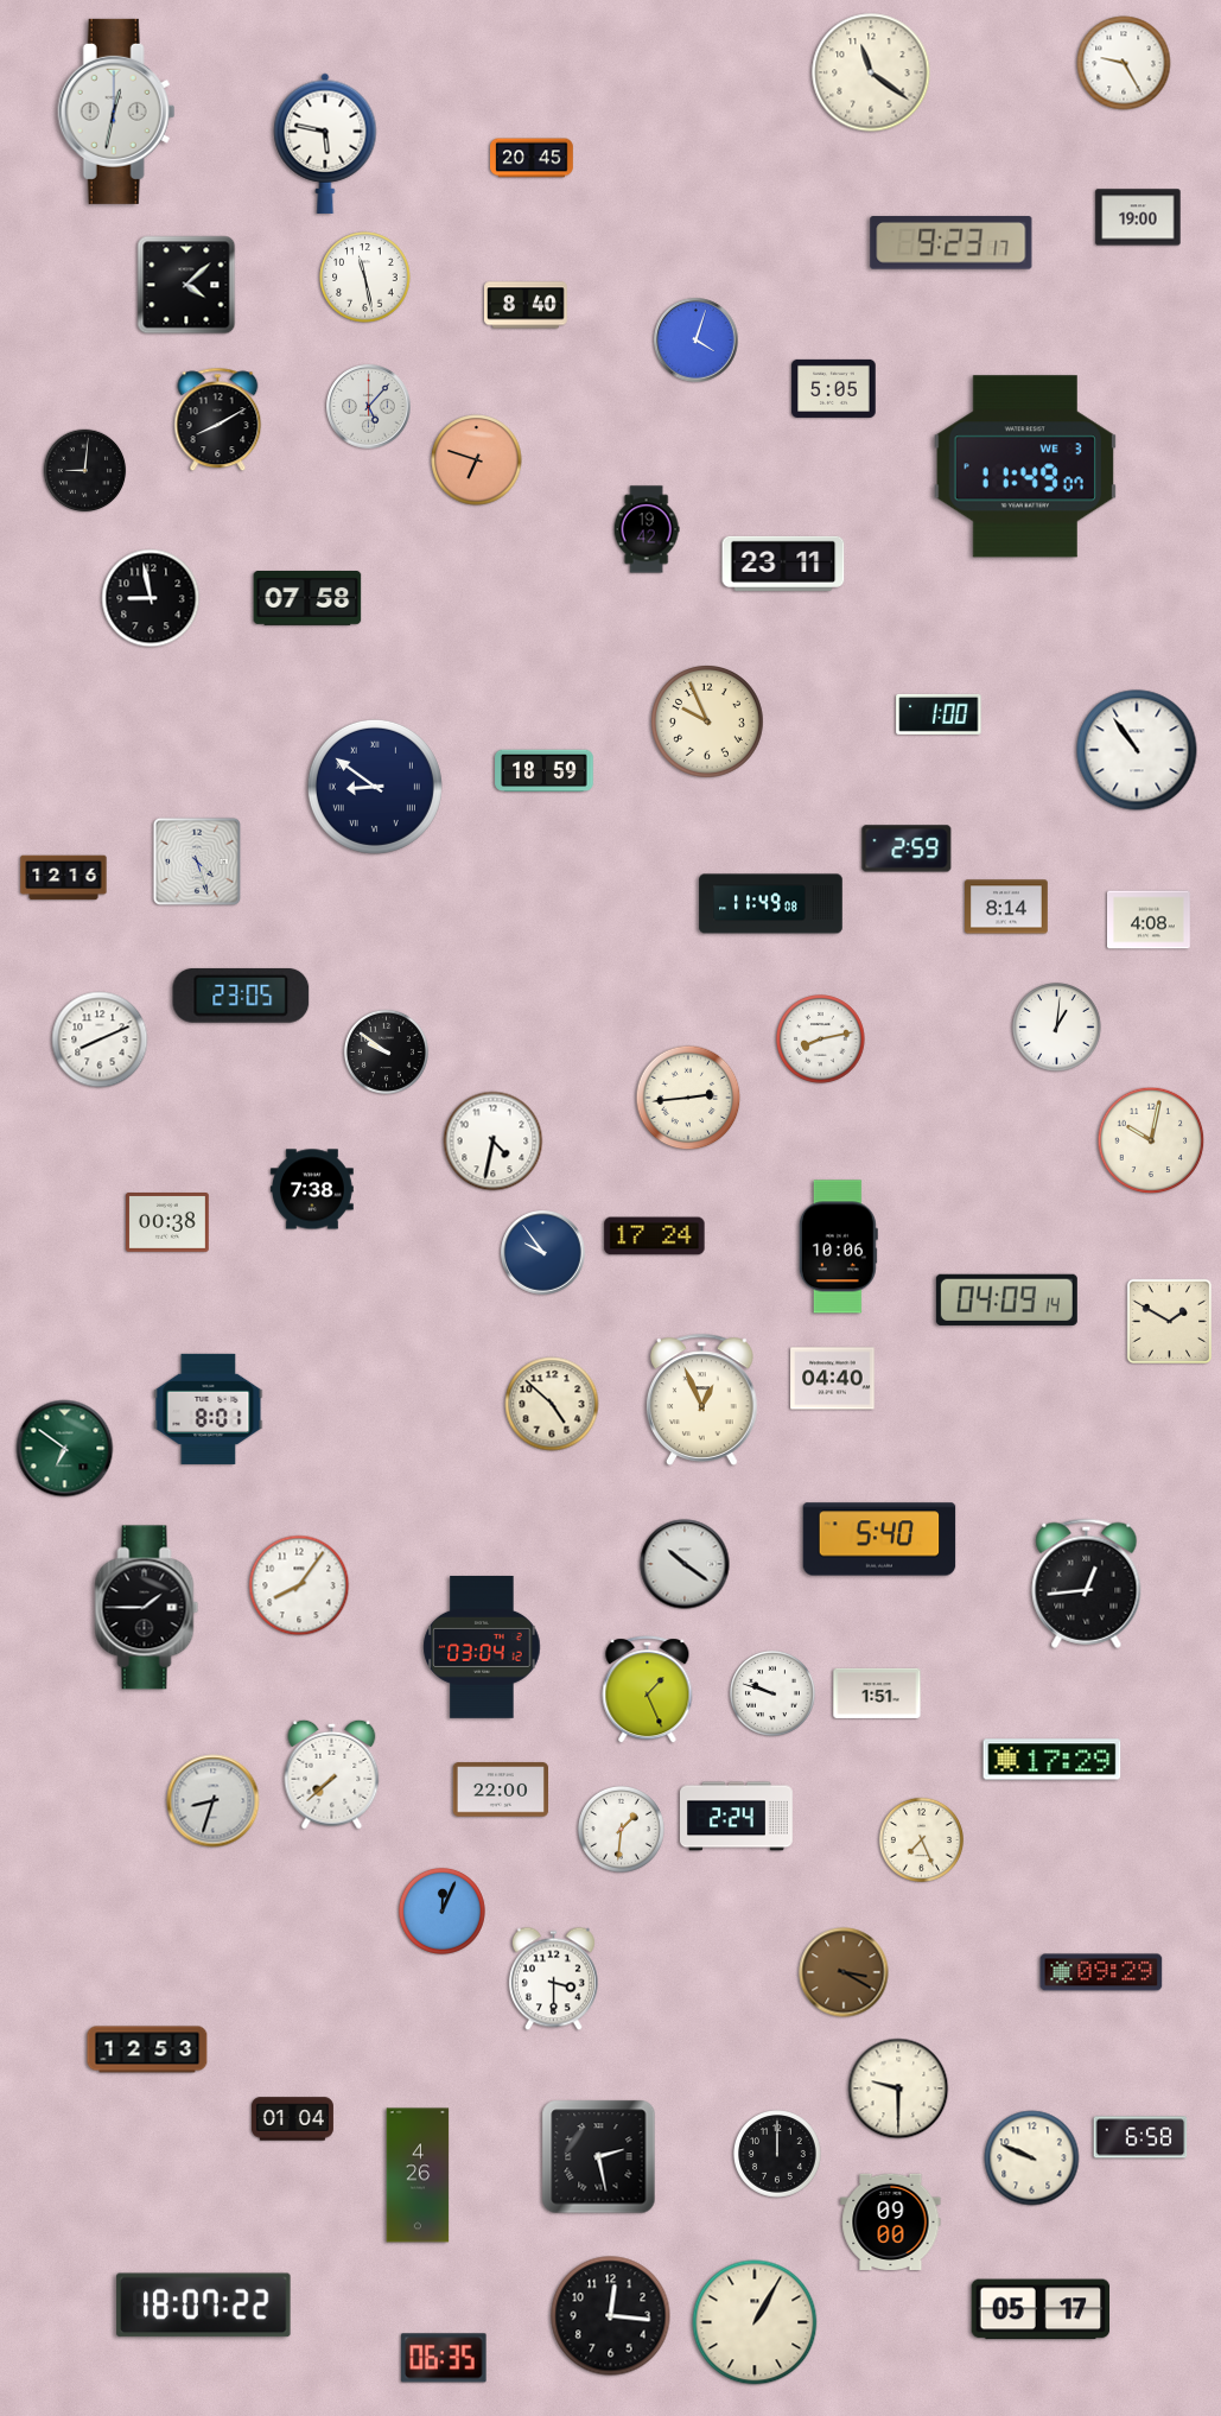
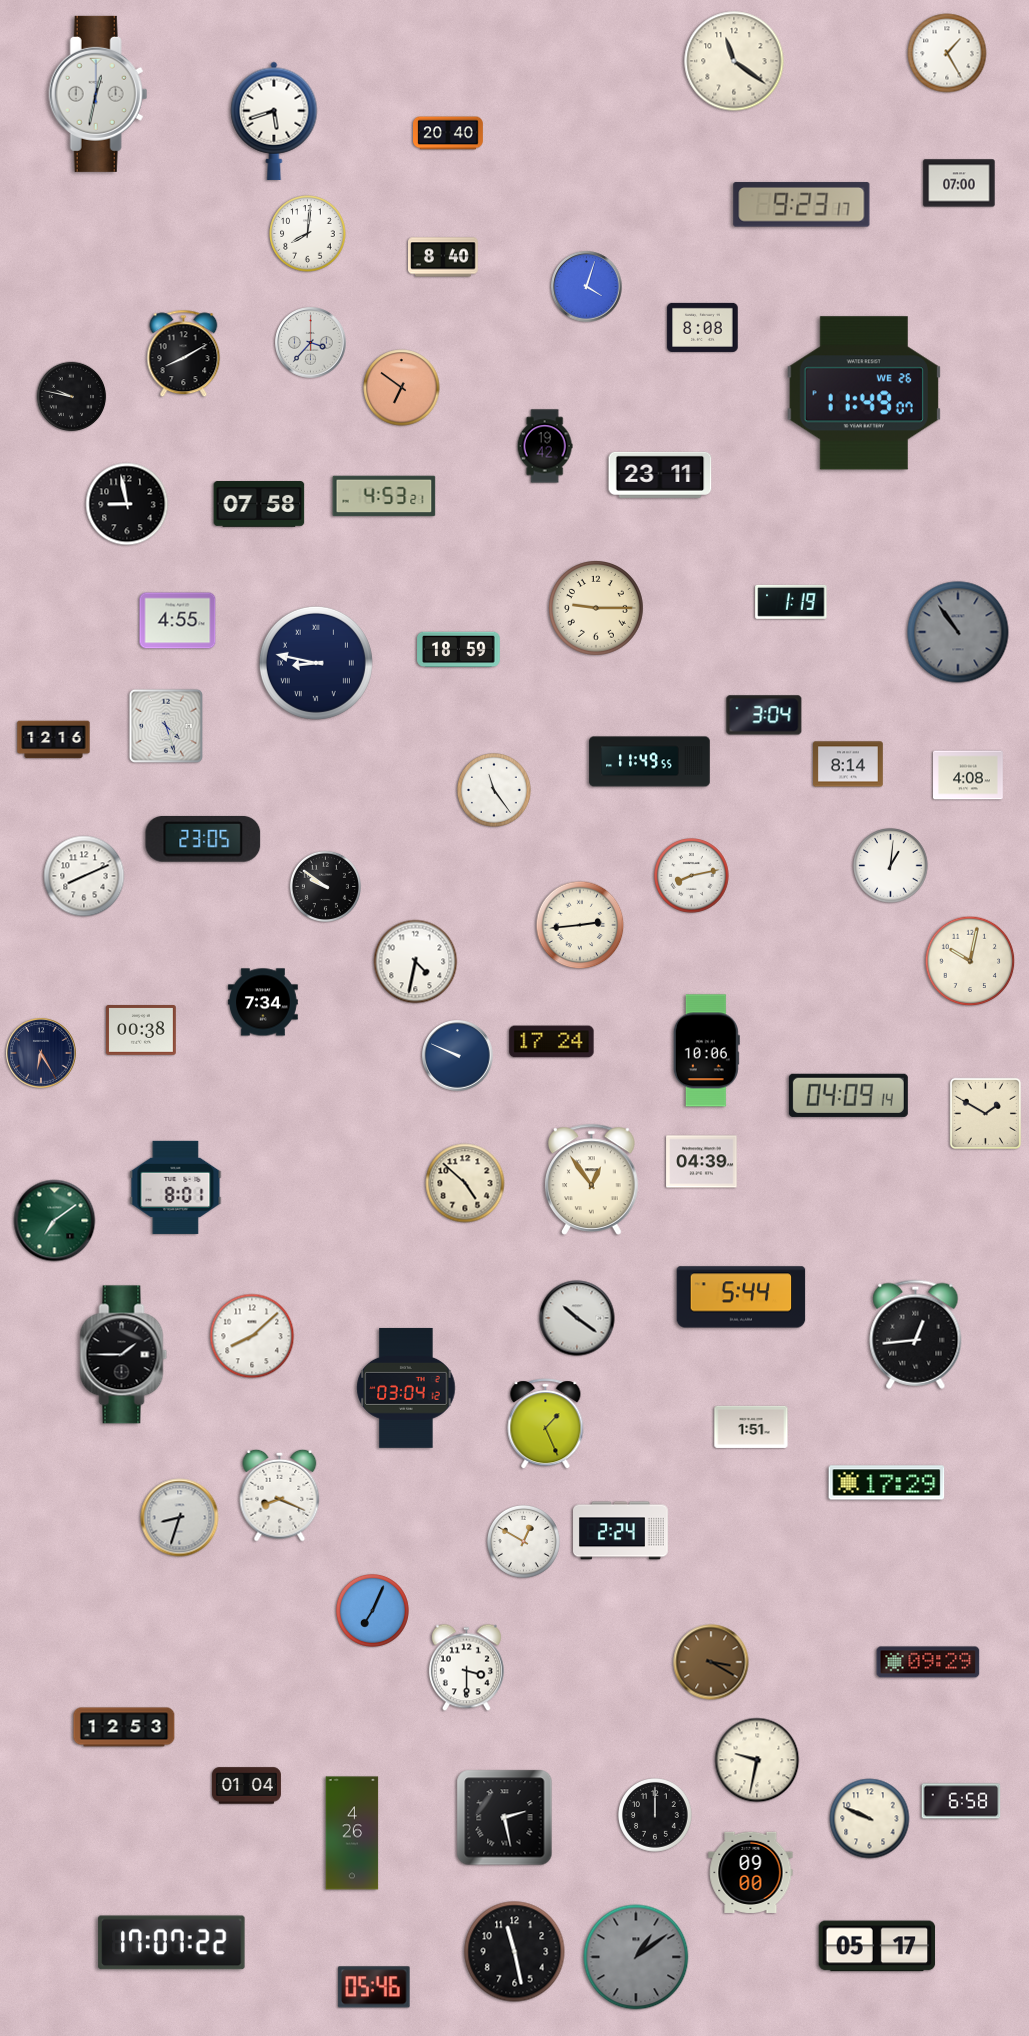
clock at (1124, 63): 9:25 -> 1:25
clock at (325, 144): 5:47 -> 5:42
clock at (533, 158): 20:45 -> 20:40
clock at (1138, 217): 19:00 -> 07:00
clock at (365, 278): 11:28 -> 8:01
clock at (186, 285): 4:08 -> none
clock at (834, 388): 5:05 -> 8:08
clock at (369, 407): 5:07 -> 3:37
clock at (477, 460): 6:48 -> 6:51
clock at (1025, 466) date: WE 3 -> WE 26
clock at (85, 471): 9:01 -> 9:47
clock at (384, 496): none -> 4:53
clock at (939, 714): 1:00 -> 1:19
clock at (708, 723): 9:56 -> 9:15
clock at (178, 621): none -> 4:55
clock at (1137, 750) dial: white -> grey
clock at (375, 787): 8:51 -> 8:47
clock at (907, 848): 2:59 -> 3:04
clock at (771, 904): 11:49:08 -> 11:49:55
clock at (495, 791): none -> 11:24
clock at (313, 1189): 7:38 -> 7:34
clock at (41, 1053): none -> 6:25
clock at (543, 1253): 9:54 -> 9:49
clock at (833, 1379): 04:40 -> 04:39
clock at (702, 1399): 12:56 -> 12:54
clock at (65, 1449): 6:51 -> 7:09
clock at (879, 1539): 5:40 -> 5:44
clock at (299, 1585): 8:06 -> 8:08
clock at (772, 1693): 9:48 -> none
clock at (877, 1693) position: (877, 1693) -> (751, 1427)
clock at (332, 1774): 7:38 -> 8:19
clock at (500, 1789): 22:00 -> none
clock at (621, 1829): 1:31 -> 12:50
clock at (921, 1839): 7:26 -> none
clock at (441, 1910): 12:04 -> 7:04
clock at (898, 2088): 9:30 -> 9:32
clock at (204, 2306): 18:07 -> 17:07
clock at (611, 2316): 12:16 -> 11:28
clock at (755, 2322): 1:05 -> 1:09
clock at (755, 2322) dial: cream -> grey
clock at (444, 2358): 06:35 -> 05:46
